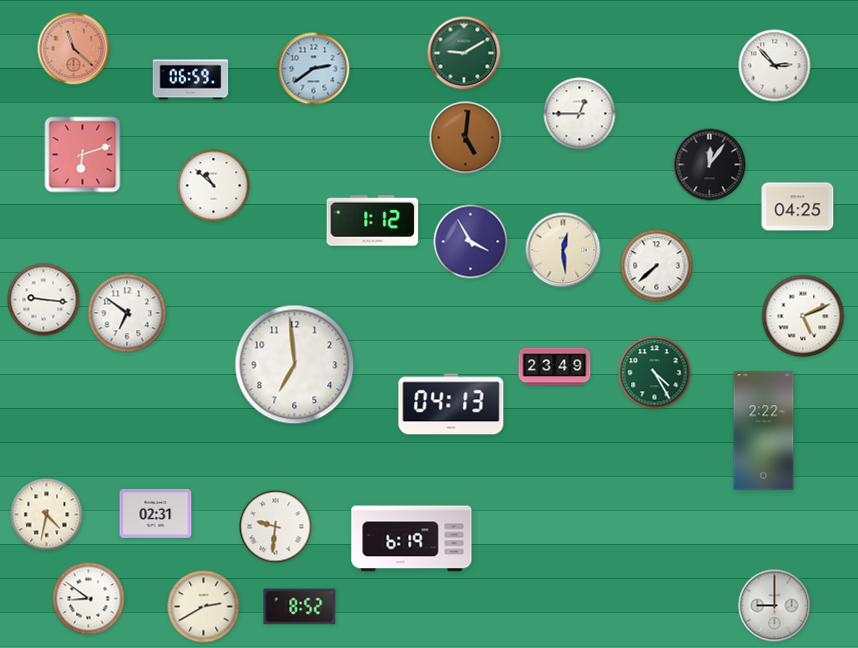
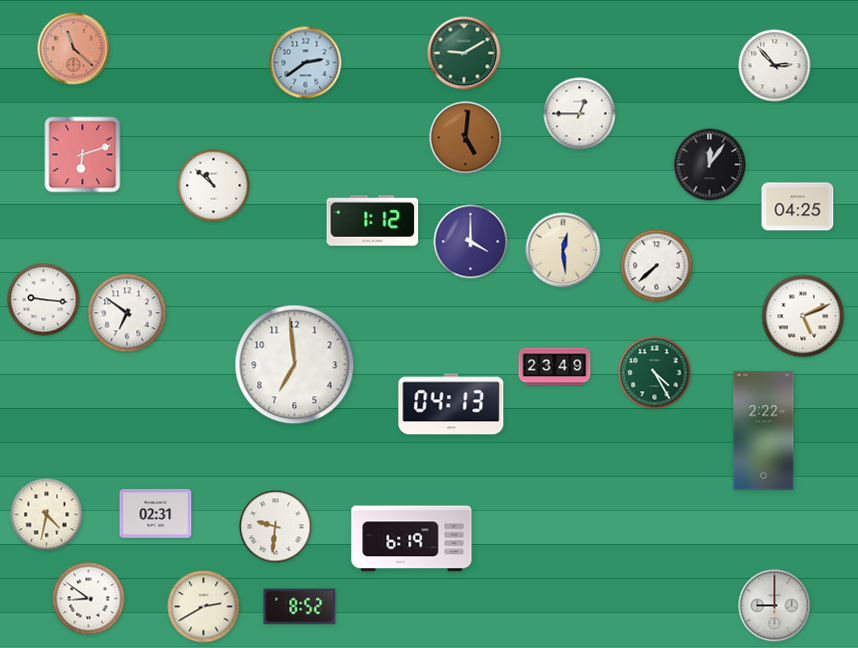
clock at (314, 69) position: (314, 69) -> (306, 63)
clock at (191, 80): 06:59 -> none
clock at (471, 242): 3:55 -> 4:00
